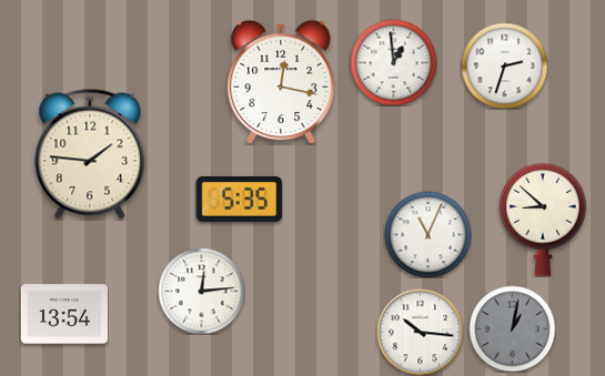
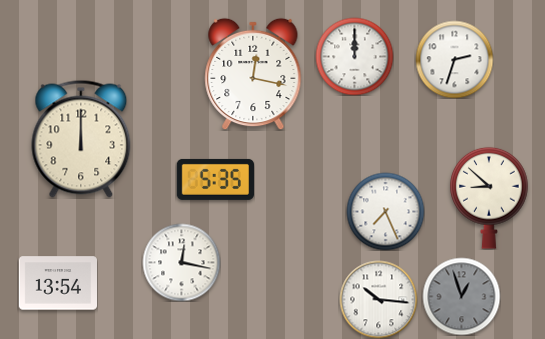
clock at (393, 62): 12:59 -> 12:00
clock at (90, 154): 1:46 -> 12:00
clock at (427, 234): 11:04 -> 7:26
clock at (201, 291): 12:14 -> 12:17
clock at (512, 328): 1:02 -> 12:57
